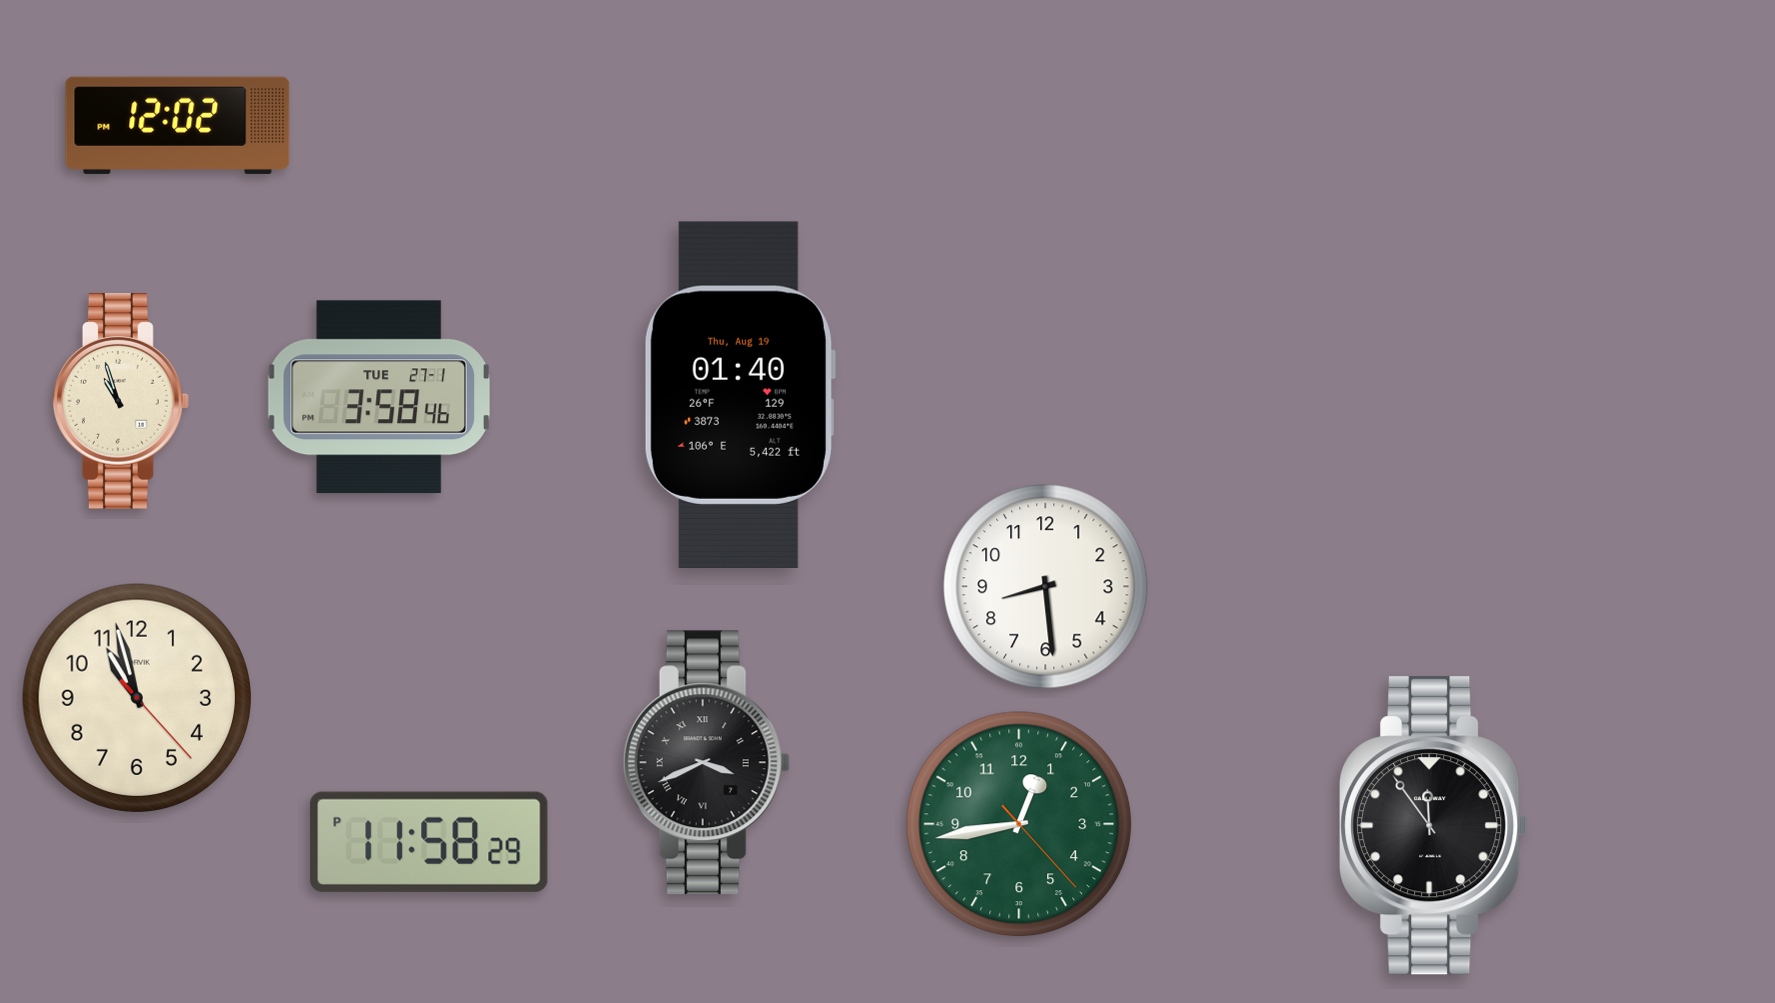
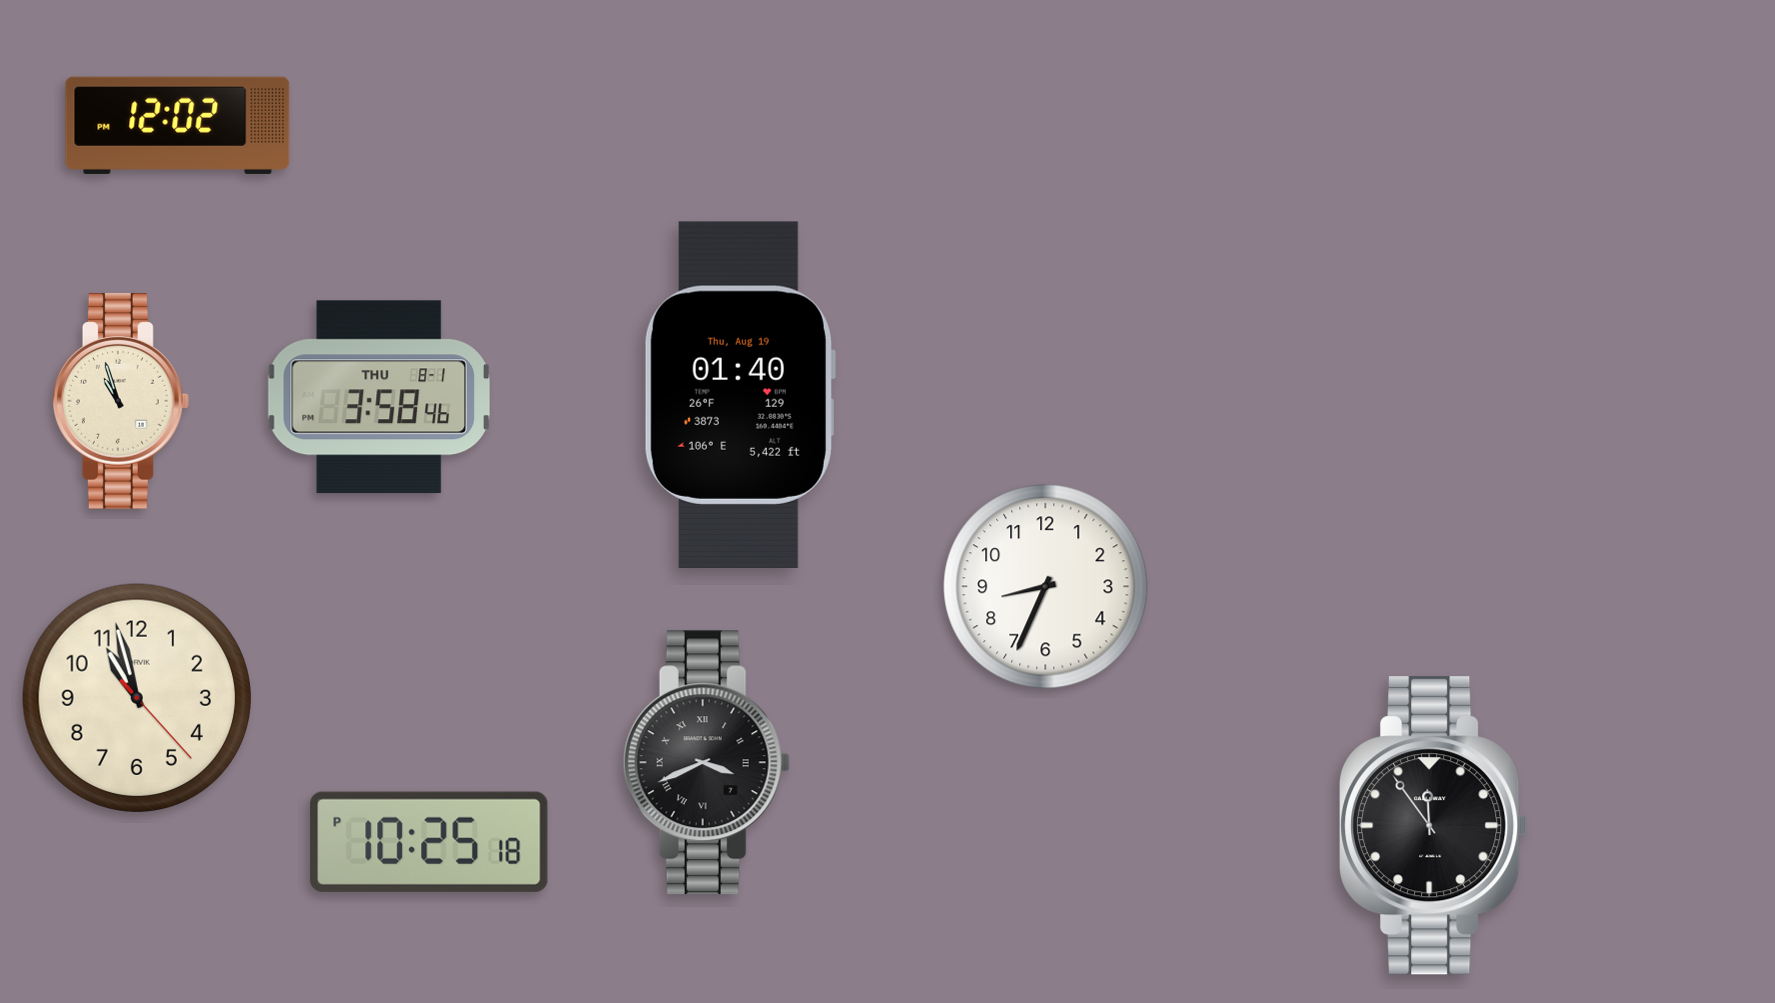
clock at (379, 397) date: TUE 27-1 -> THU 8-1
clock at (1046, 587): 8:29 -> 8:34
clock at (1019, 824): 12:43 -> none
clock at (429, 842): 11:58 -> 10:25
